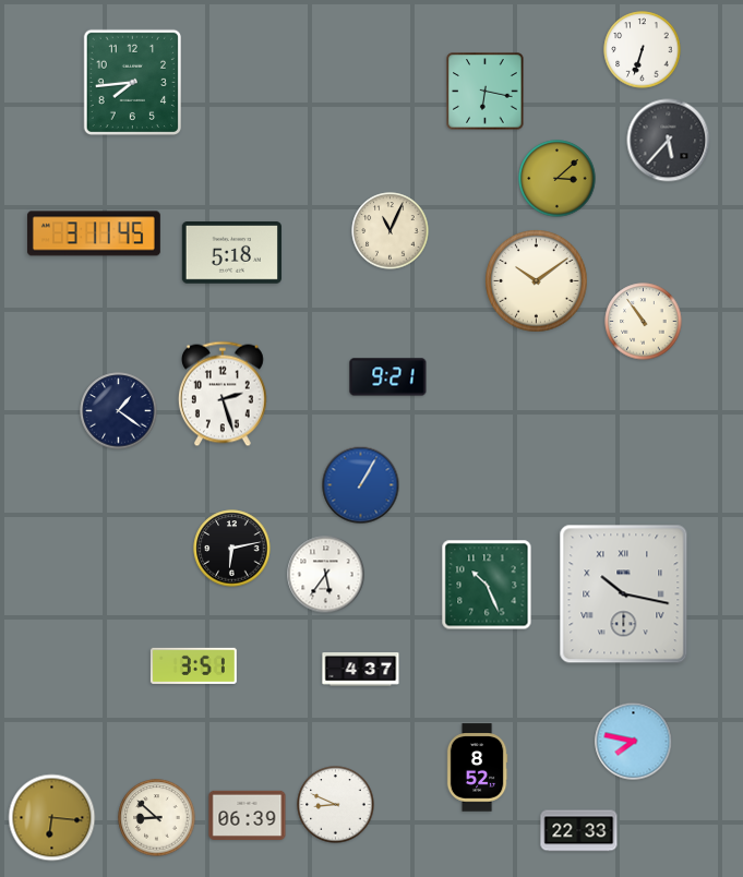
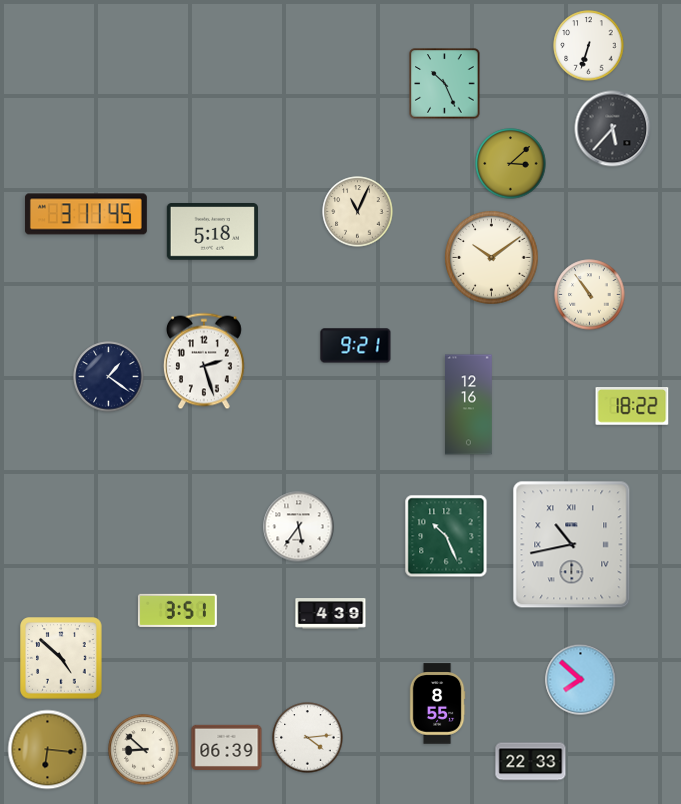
clock at (132, 82): 7:44 -> none
clock at (486, 92): 6:17 -> 10:26
clock at (469, 405): none -> 12:16
clock at (632, 407): none -> 18:22
clock at (361, 485): 1:05 -> none
clock at (232, 549): 6:13 -> none
clock at (624, 594): 10:17 -> 10:43
clock at (361, 670): 4:37 -> 4:39
clock at (61, 658): none -> 4:52
clock at (634, 742): 7:47 -> 7:52
clock at (477, 768): 8:52 -> 8:55
clock at (336, 805): 8:49 -> 4:14
